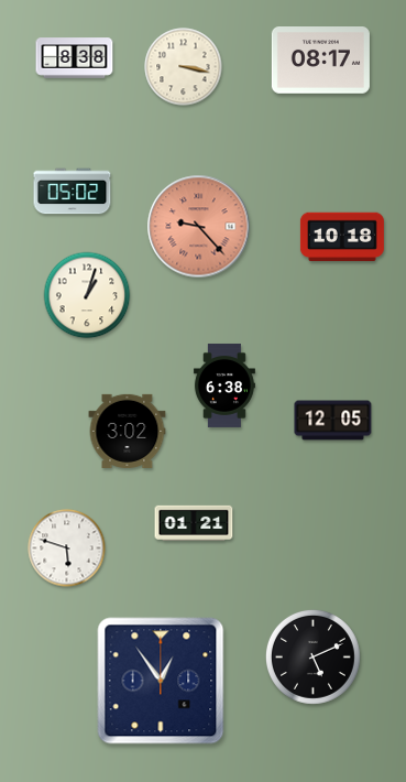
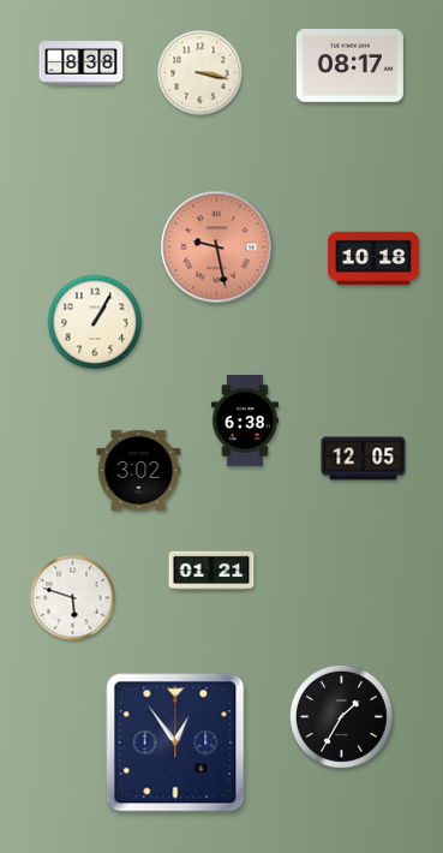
clock at (73, 192): 05:02 -> none
clock at (199, 227): 9:23 -> 9:28
clock at (87, 295): 1:03 -> 1:05
clock at (312, 656): 5:11 -> 1:35
